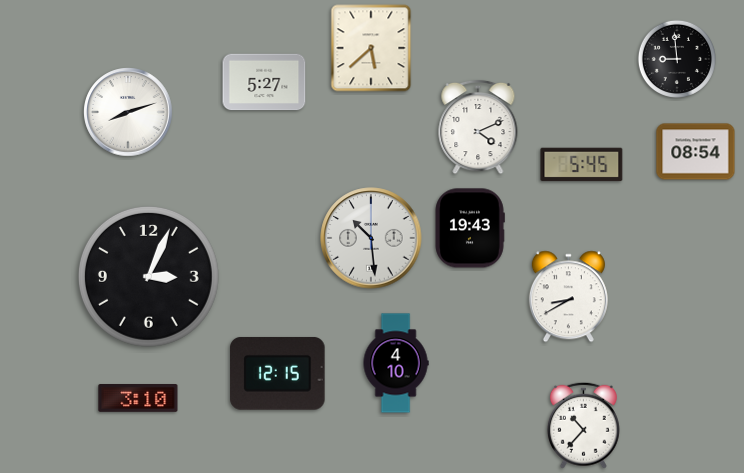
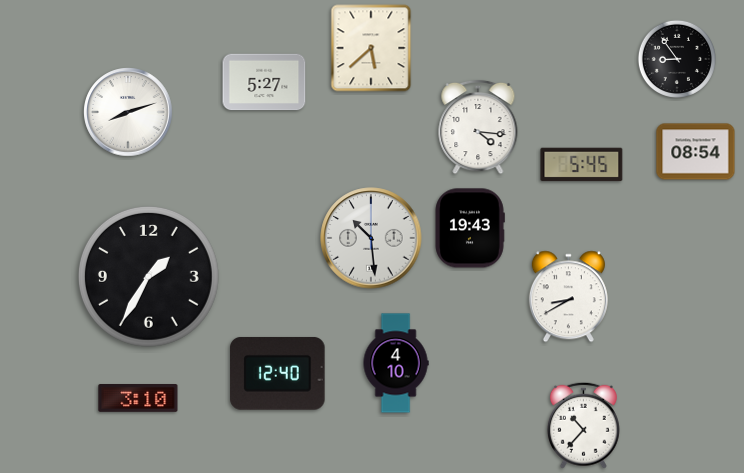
clock at (677, 59): 8:59 -> 8:54
clock at (478, 127): 4:11 -> 4:16
clock at (148, 276): 3:04 -> 1:35
clock at (278, 373): 12:15 -> 12:40
